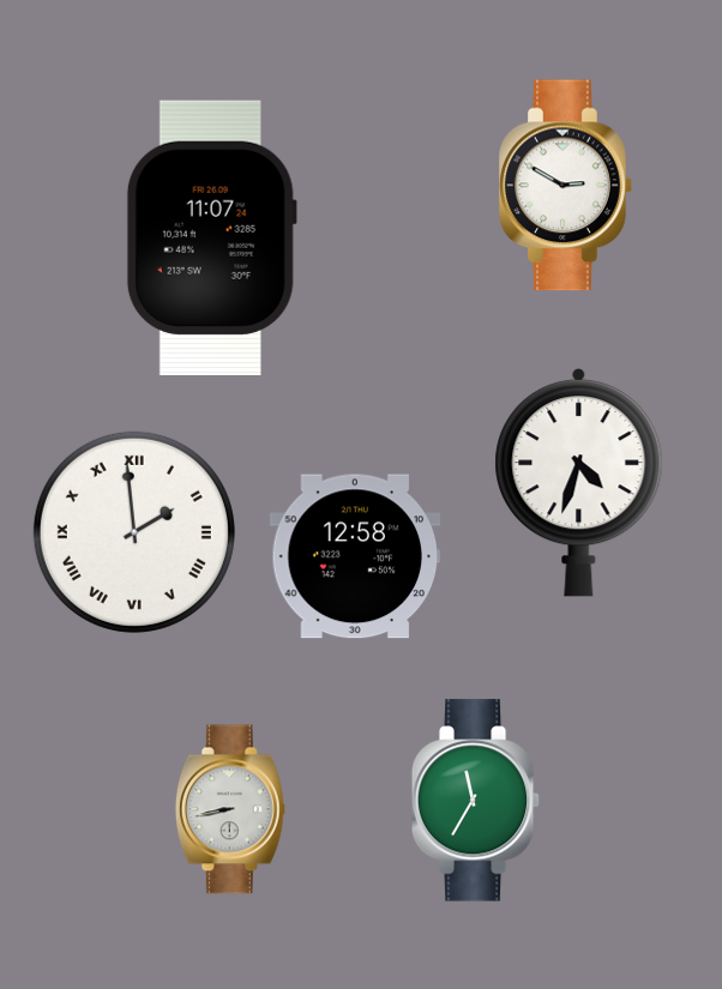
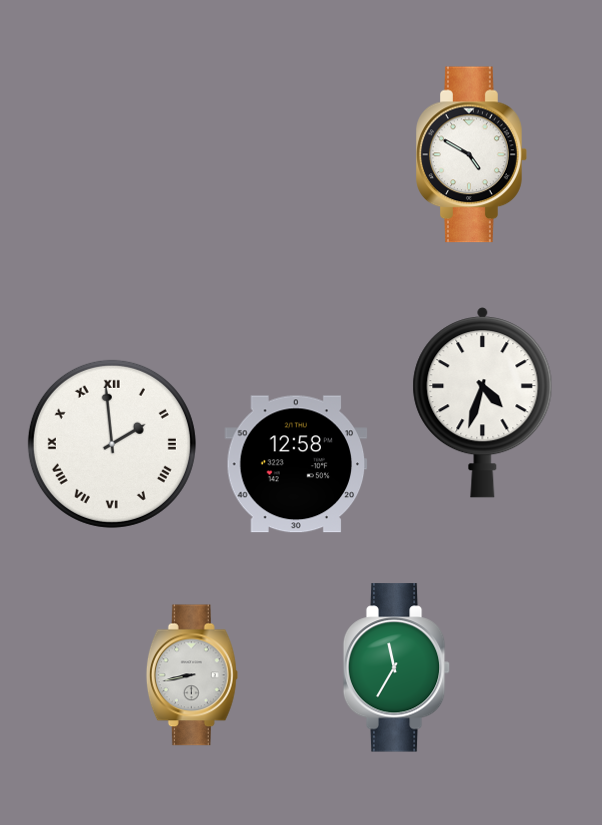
clock at (566, 186): 2:50 -> 4:50
clock at (211, 237): 11:07 -> none
